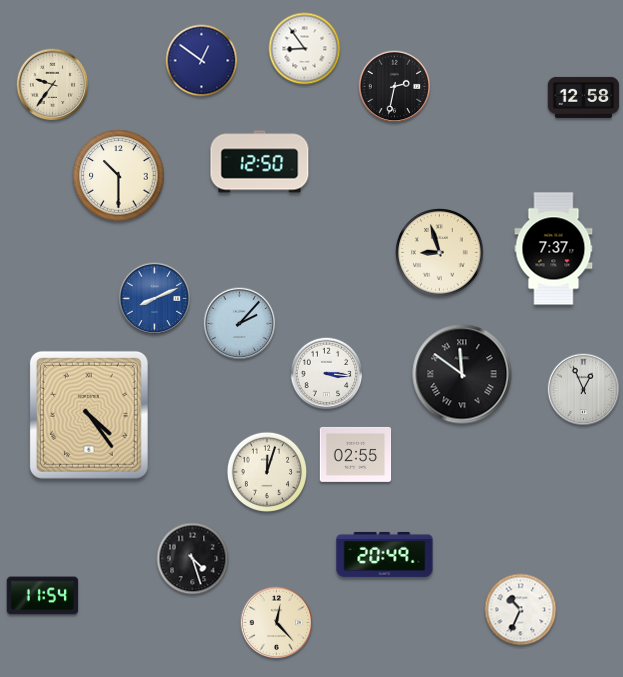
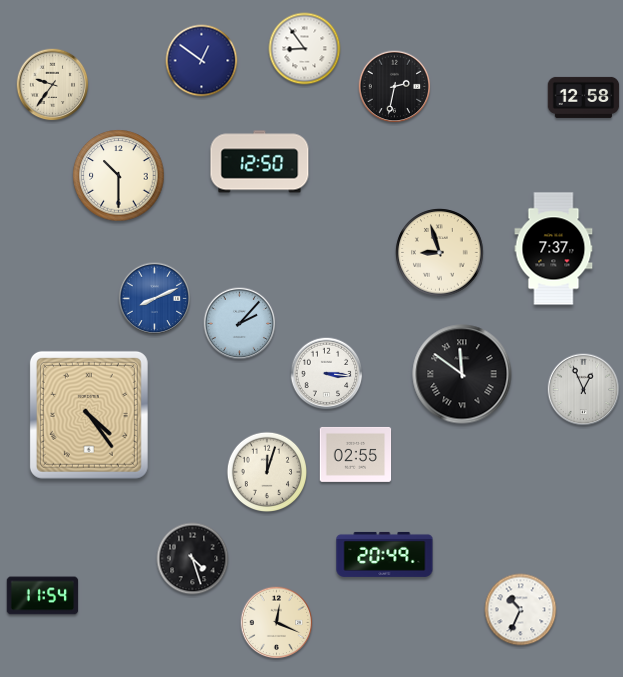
clock at (277, 623): 12:23 -> 12:19
